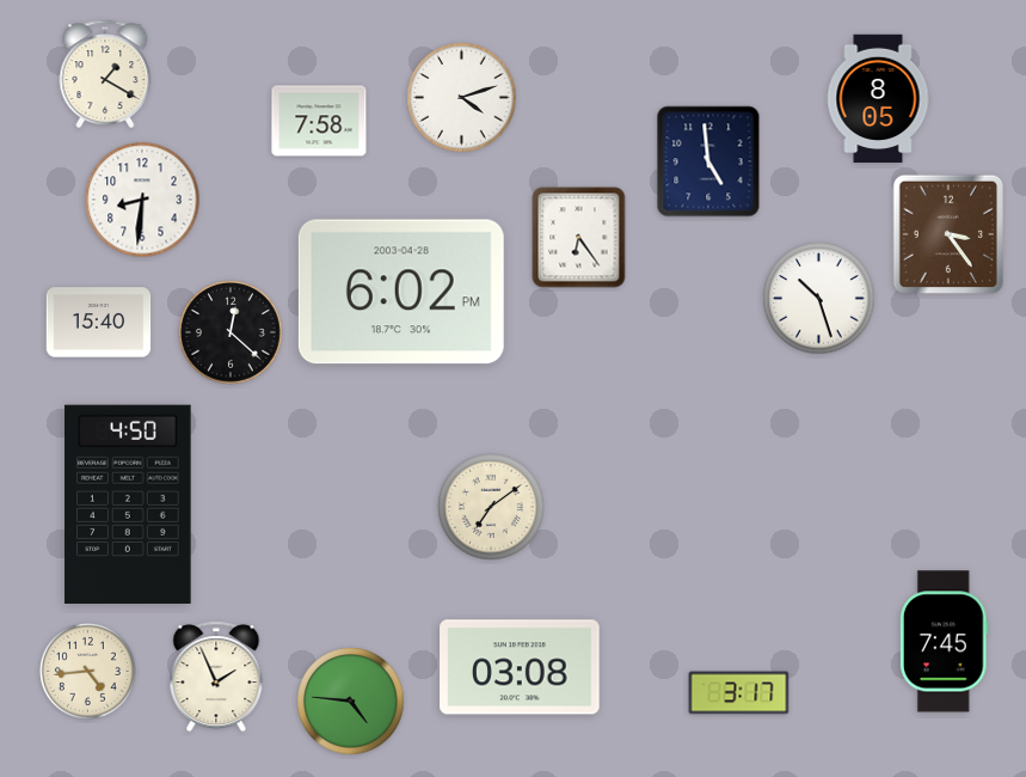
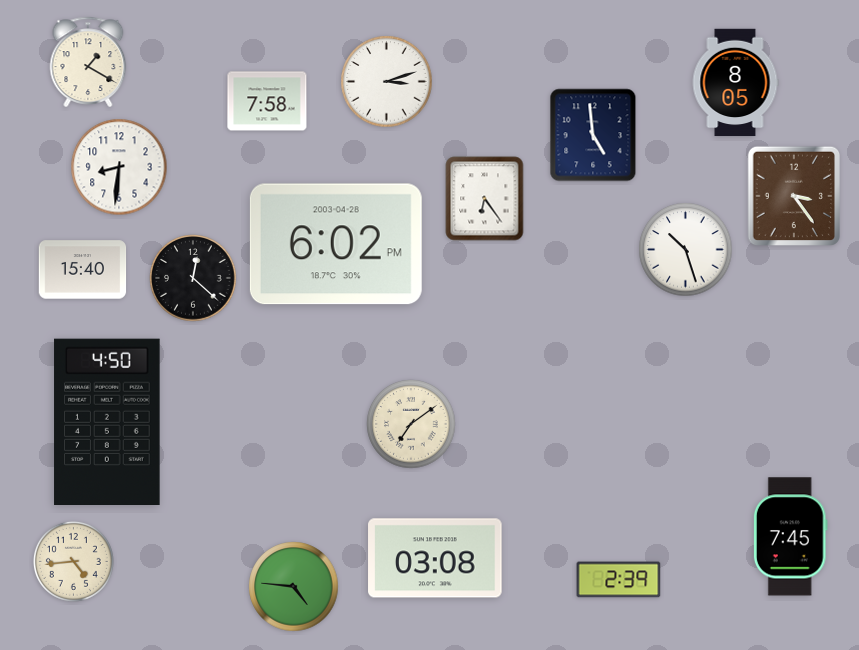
clock at (462, 98): 4:12 -> 3:12
clock at (216, 677): 1:56 -> none
clock at (739, 693): 3:17 -> 2:39
